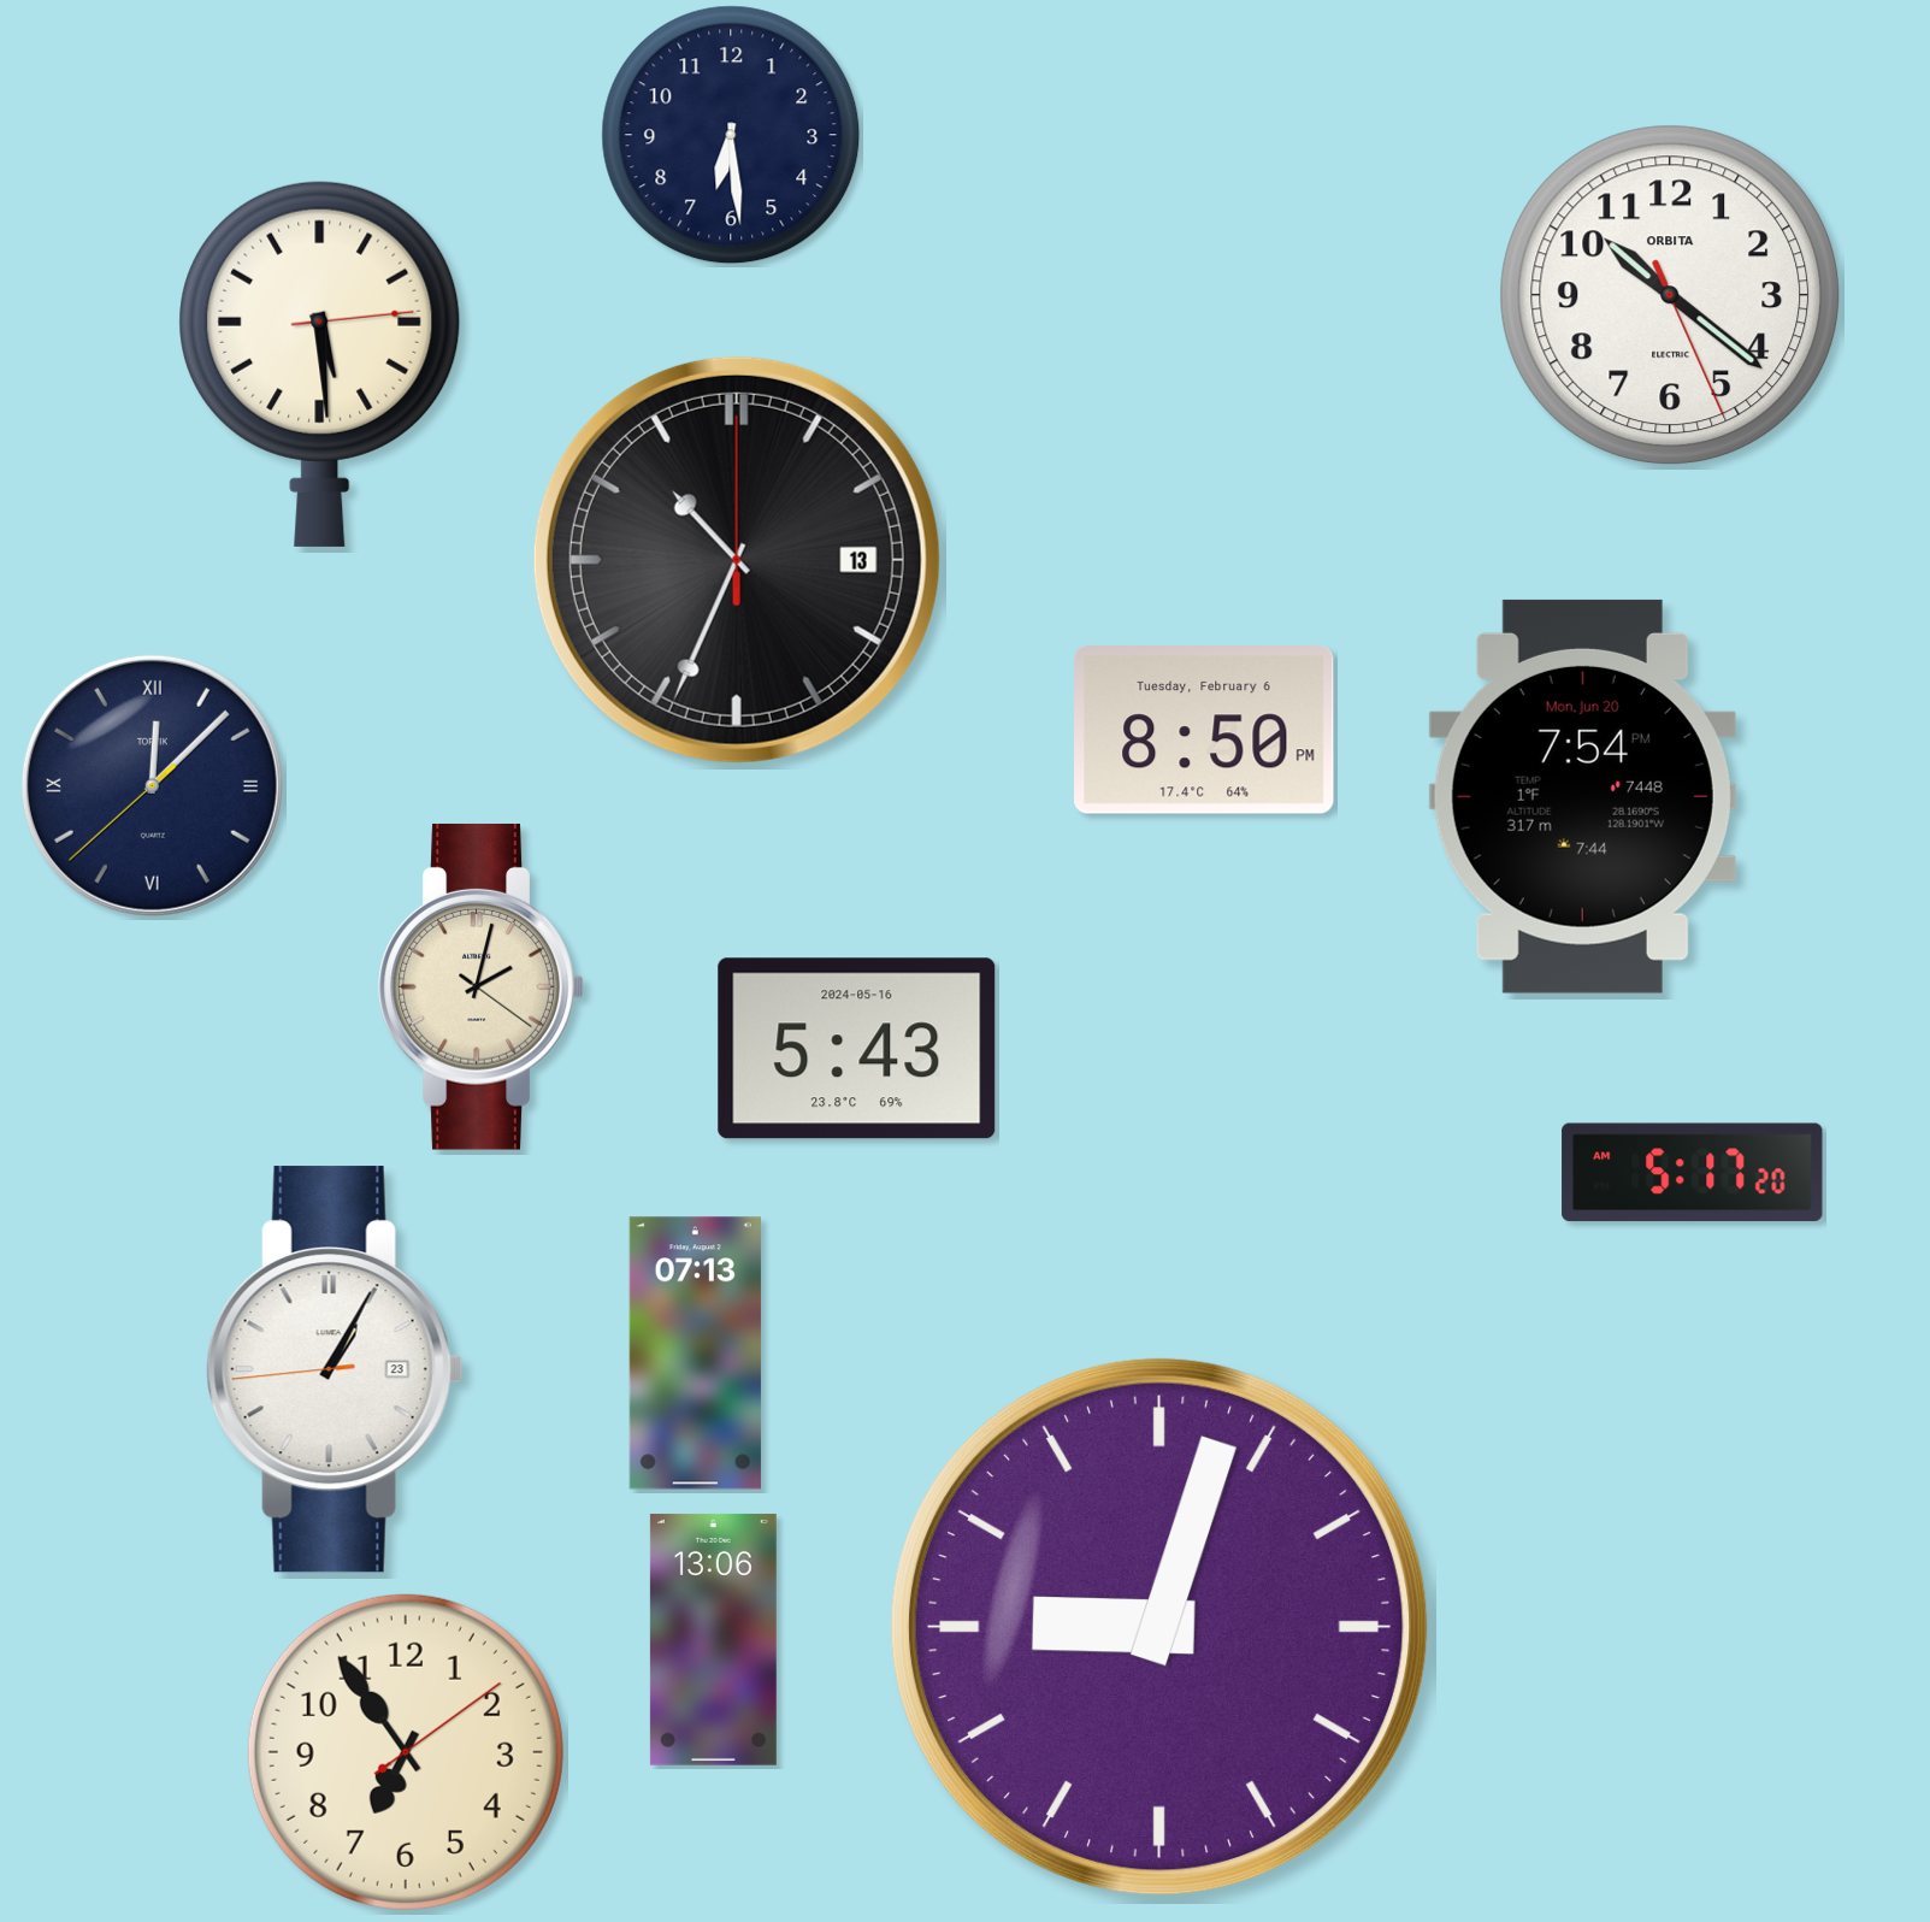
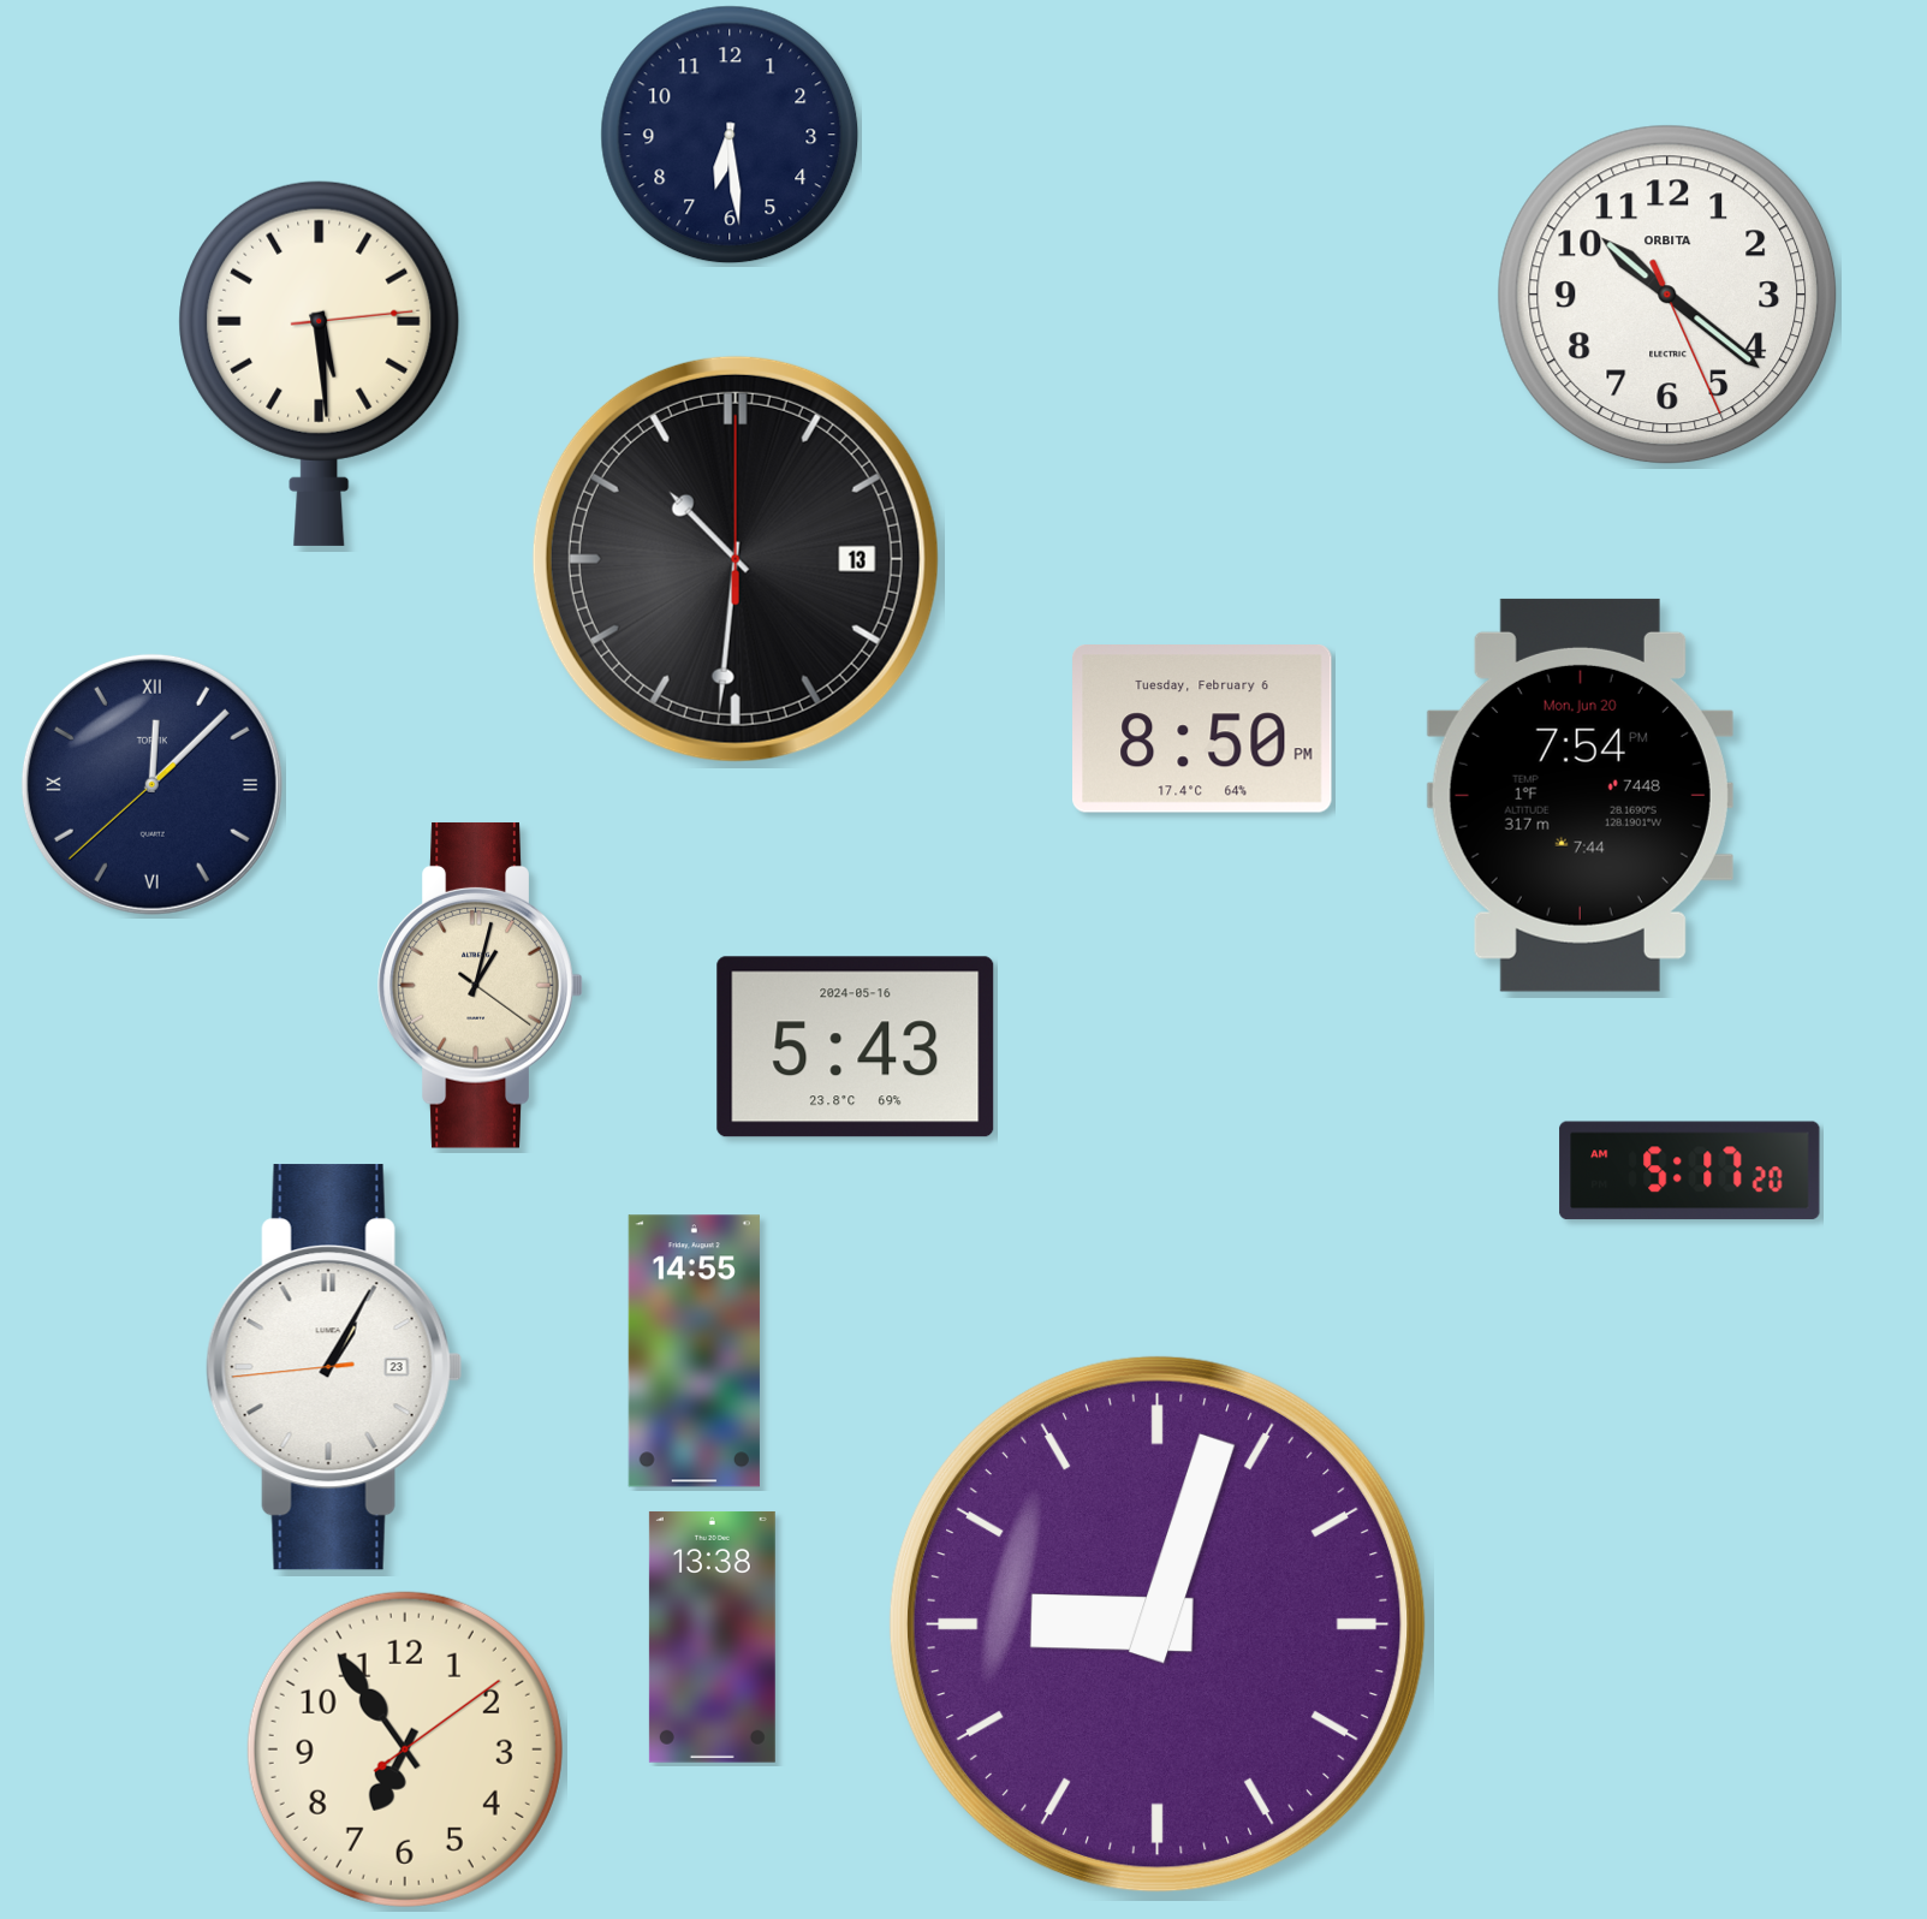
clock at (737, 560): 10:34 -> 10:31
clock at (480, 986): 2:02 -> 1:02
clock at (695, 1354): 07:13 -> 14:55
clock at (713, 1639): 13:06 -> 13:38
